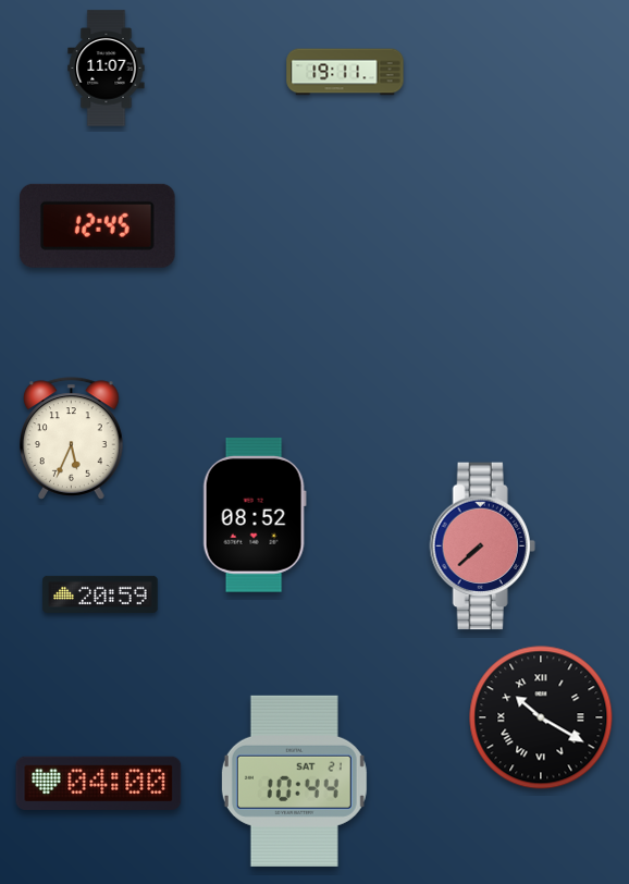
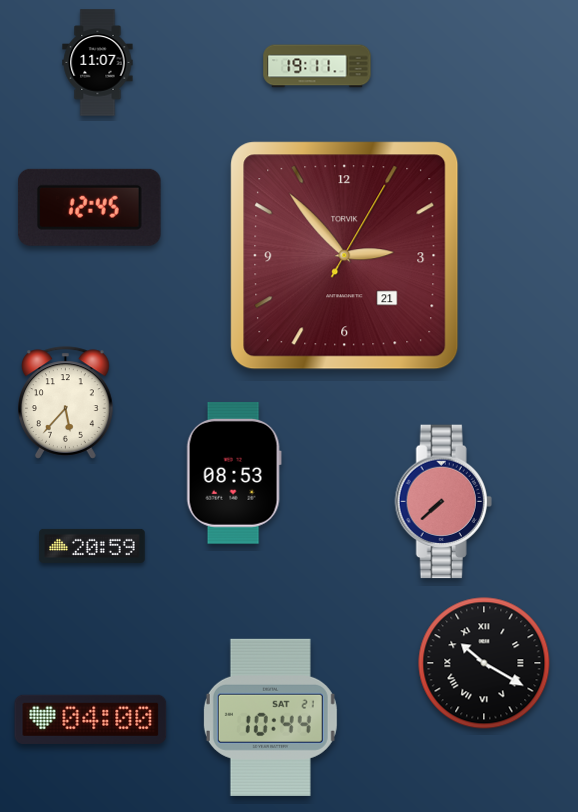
clock at (345, 256): none -> 2:53
clock at (72, 439): 5:34 -> 5:37
clock at (255, 515): 08:52 -> 08:53
clock at (541, 717) position: (541, 717) -> (484, 663)
